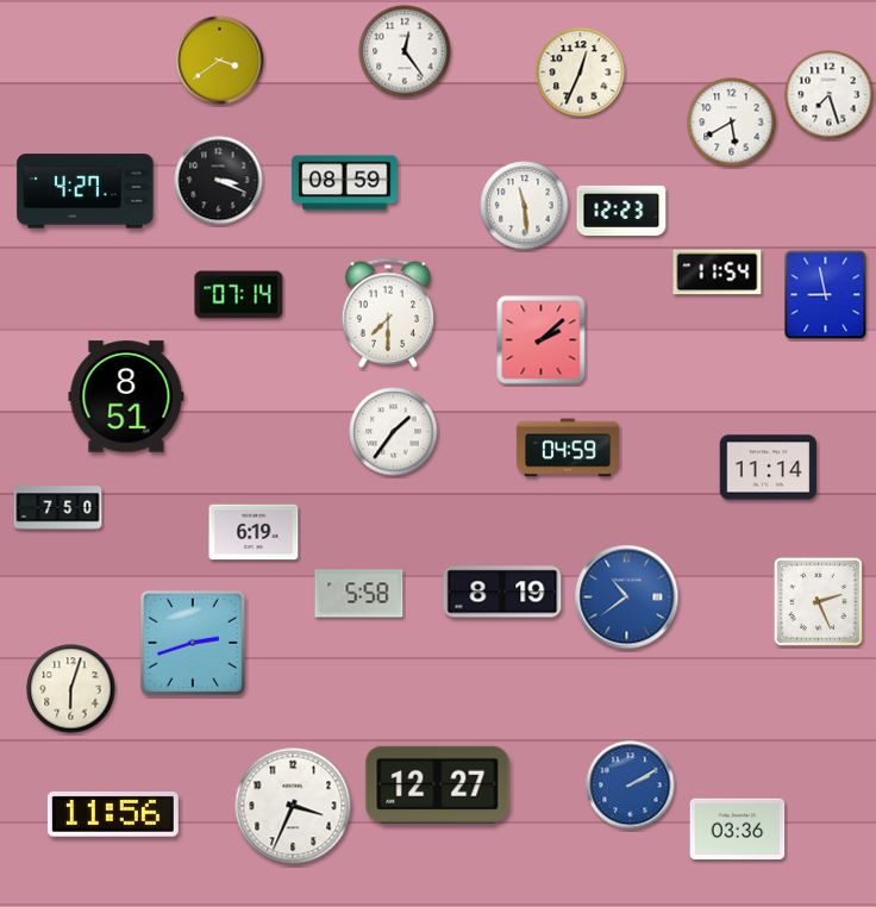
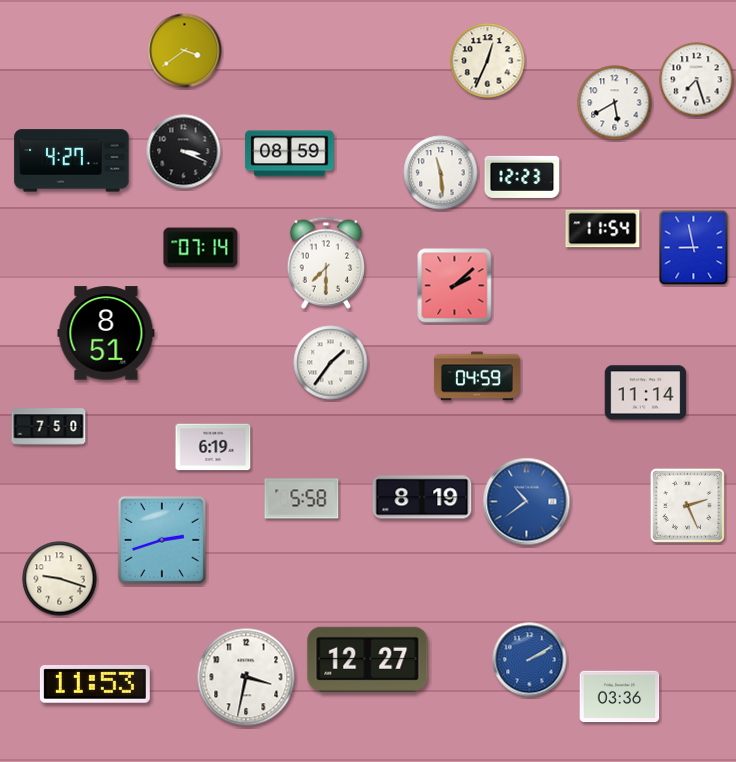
clock at (405, 51): 12:24 -> none
clock at (71, 689): 6:03 -> 9:18
clock at (293, 806): 3:34 -> 3:32
clock at (113, 815): 11:56 -> 11:53
